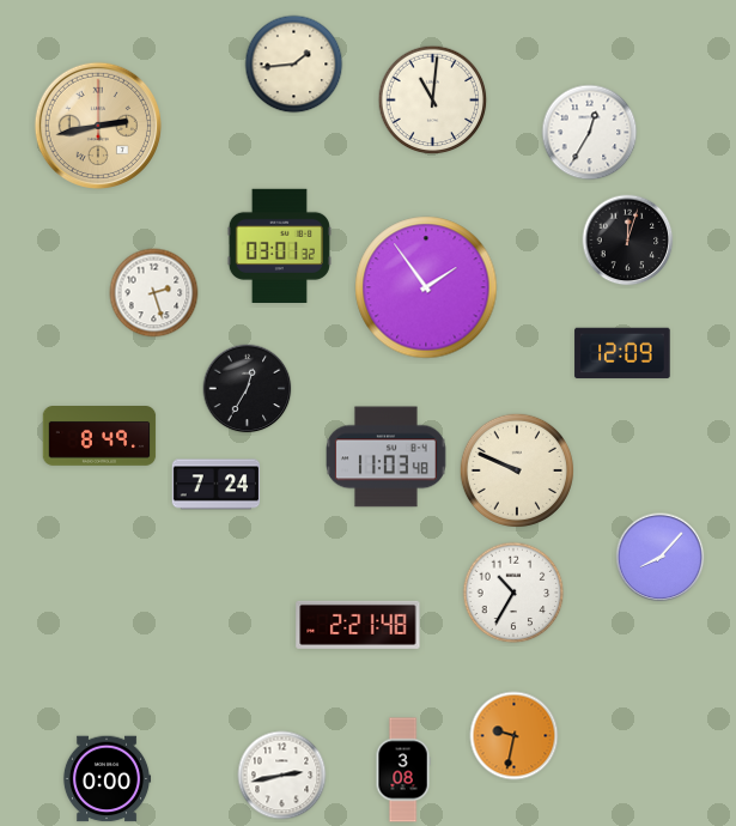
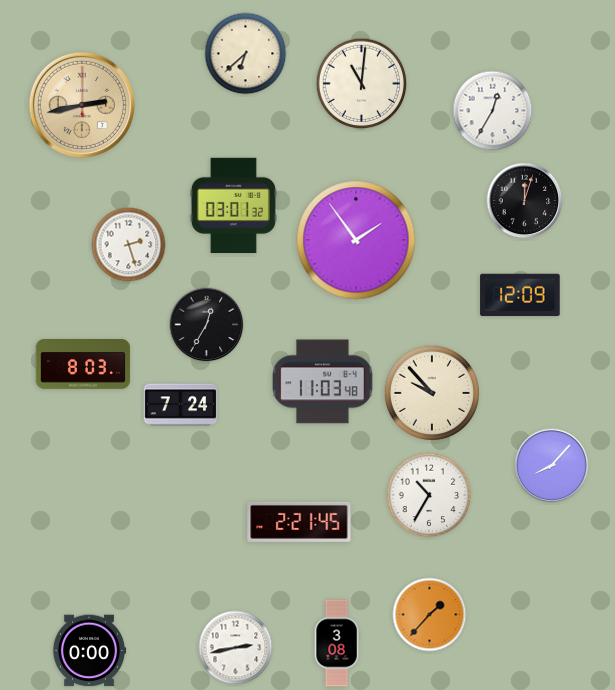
clock at (294, 65): 1:44 -> 6:38
clock at (99, 437): 8:49 -> 8:03
clock at (517, 470): 9:49 -> 9:53
clock at (358, 625): 2:21:48 -> 2:21:45
clock at (515, 736): 9:32 -> 1:37
